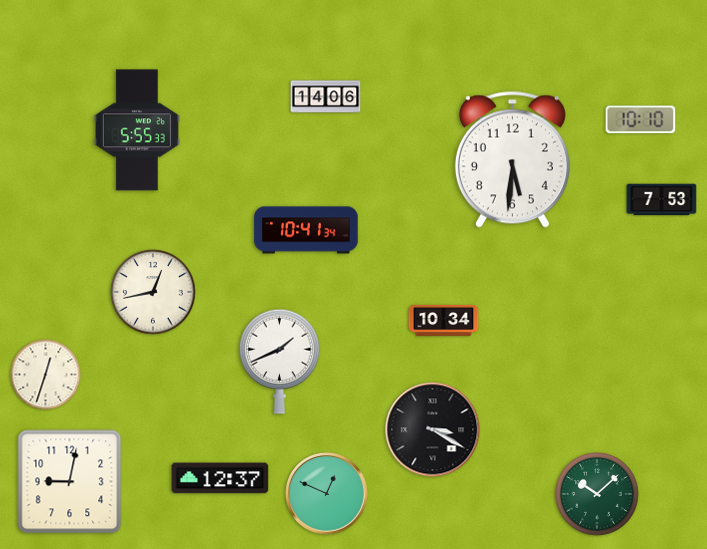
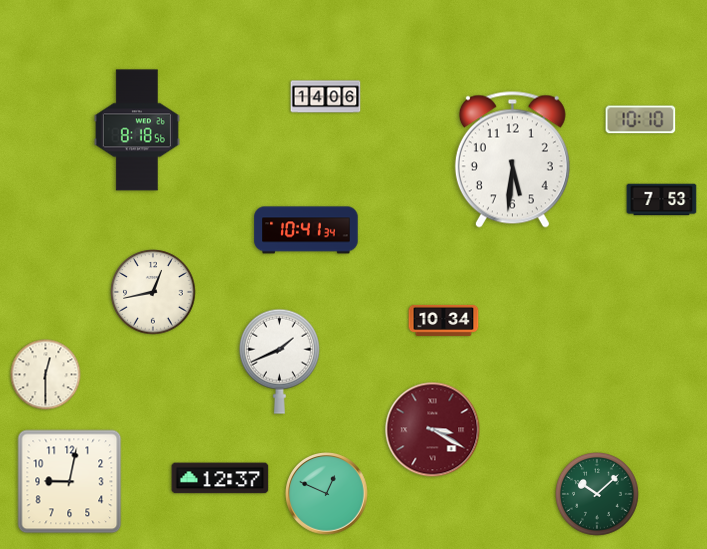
clock at (137, 130): 5:55 -> 8:18
clock at (46, 375): 12:33 -> 12:30
clock at (433, 430) dial: black -> burgundy
